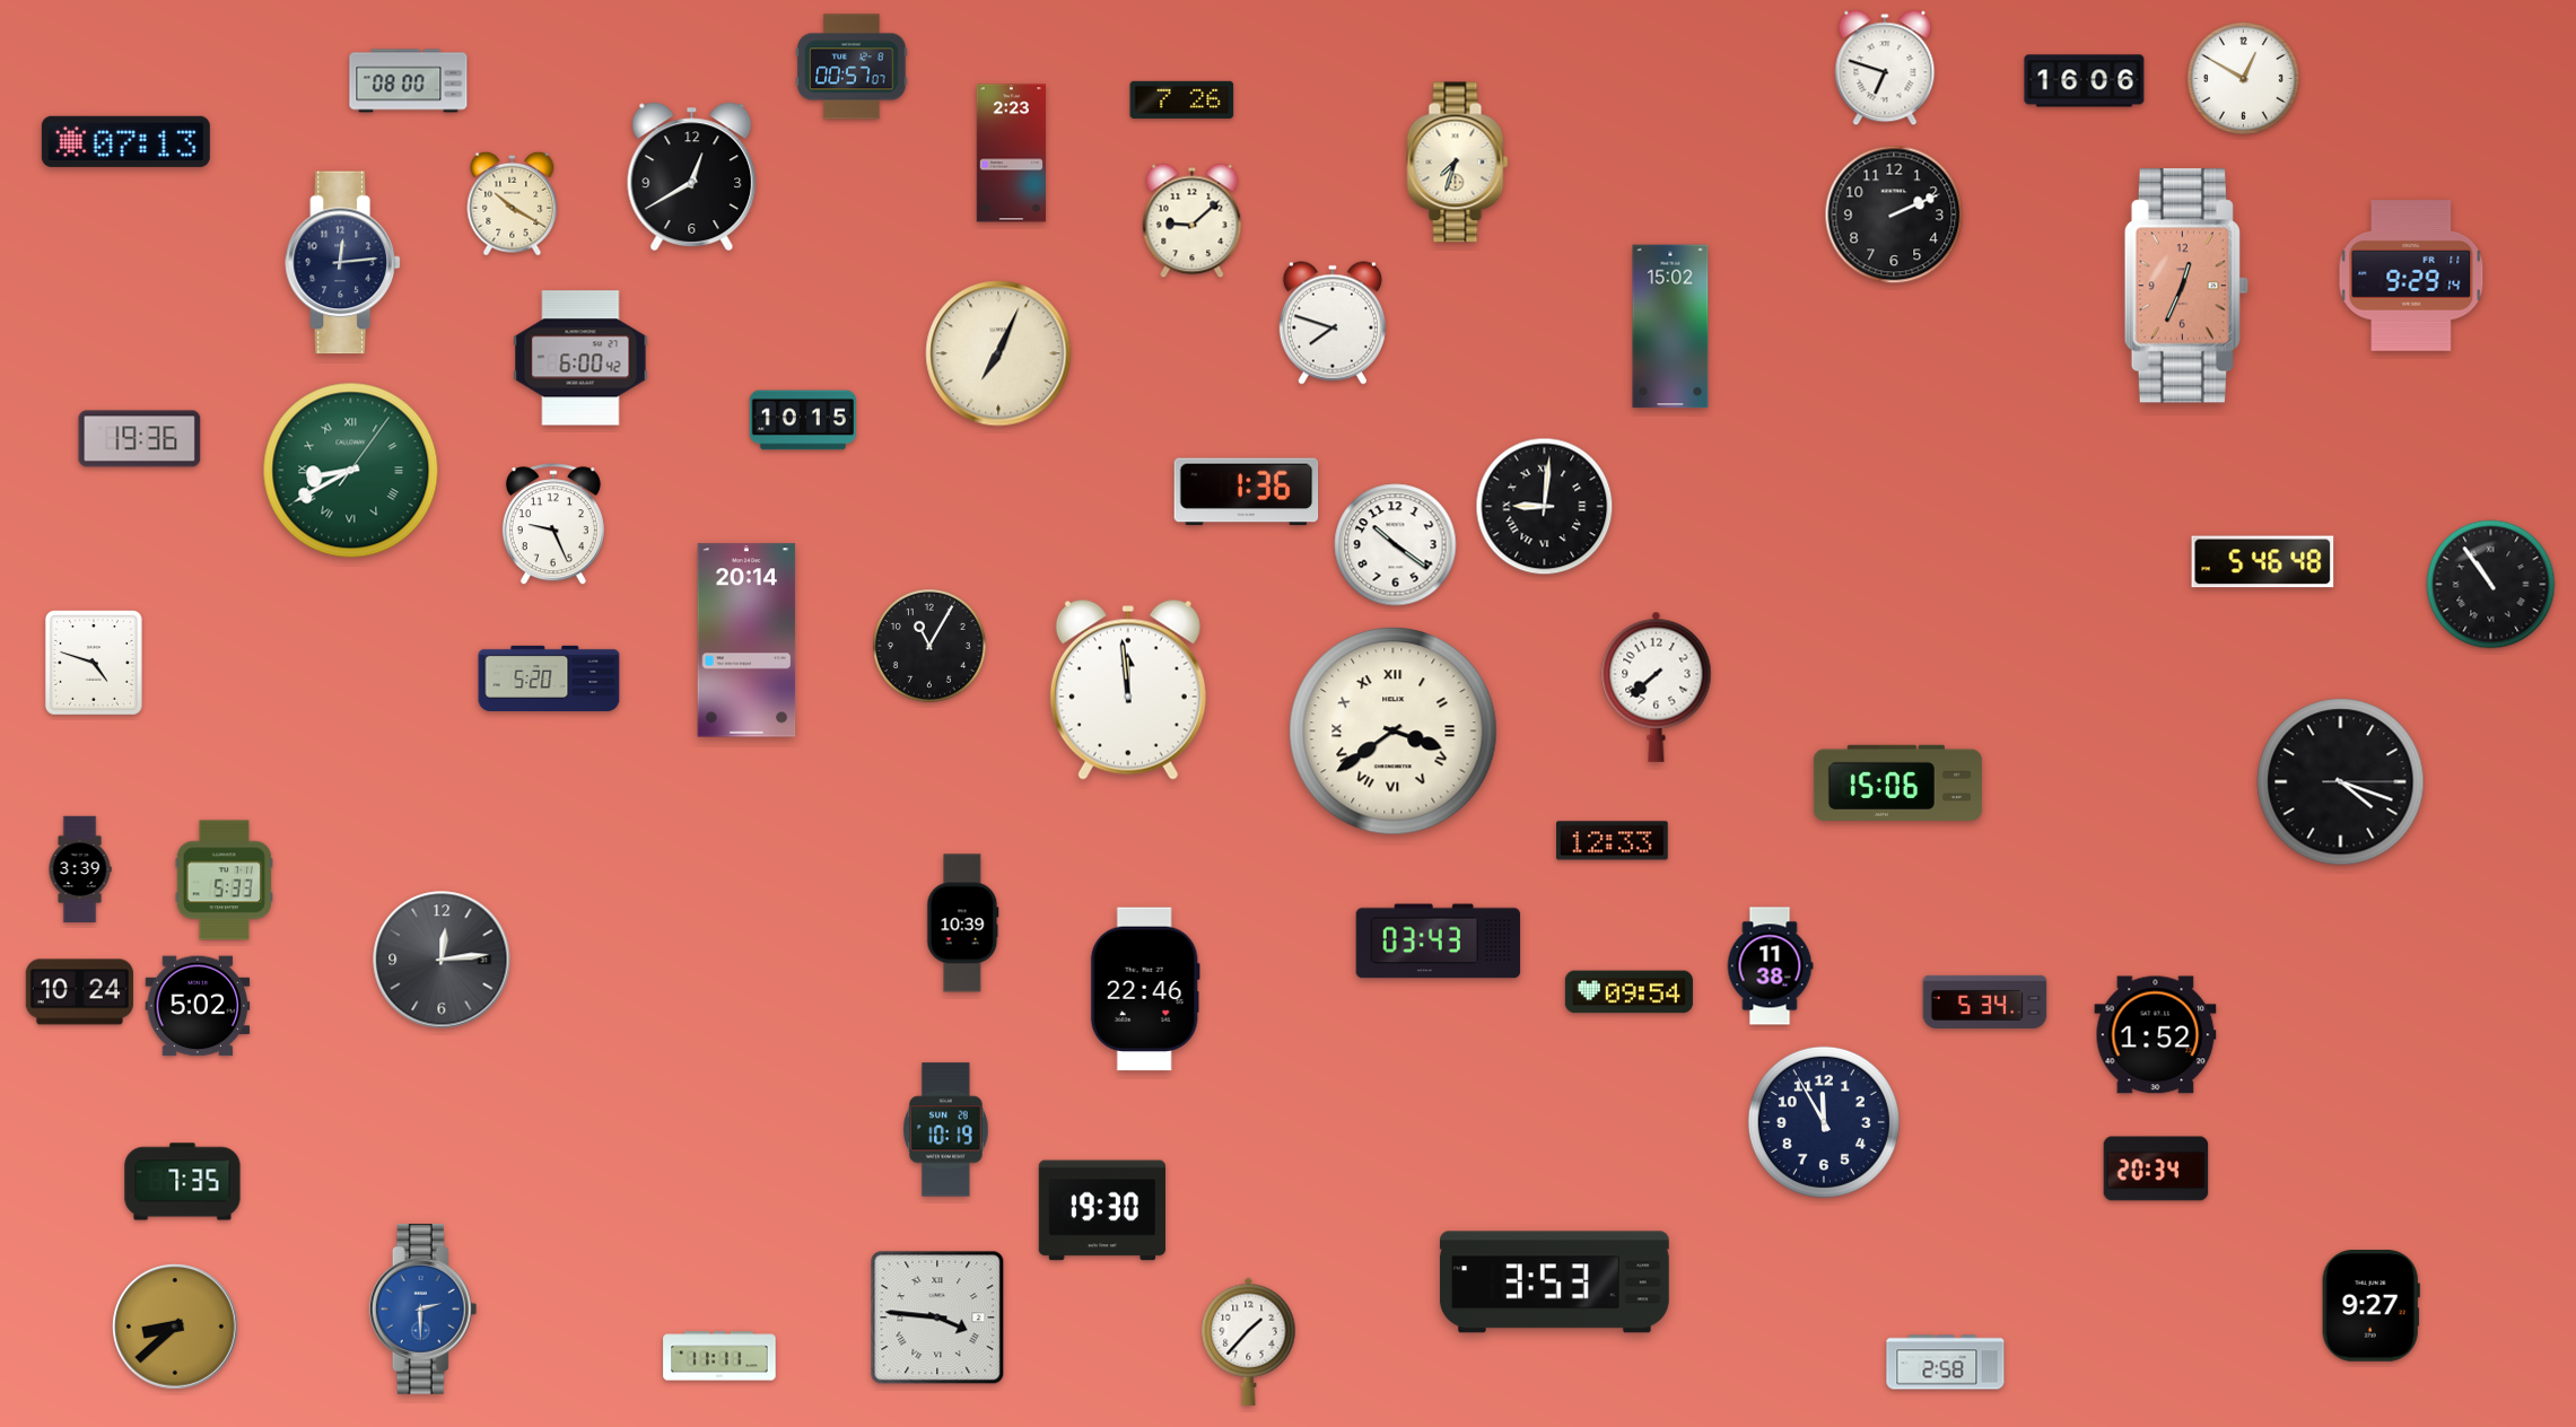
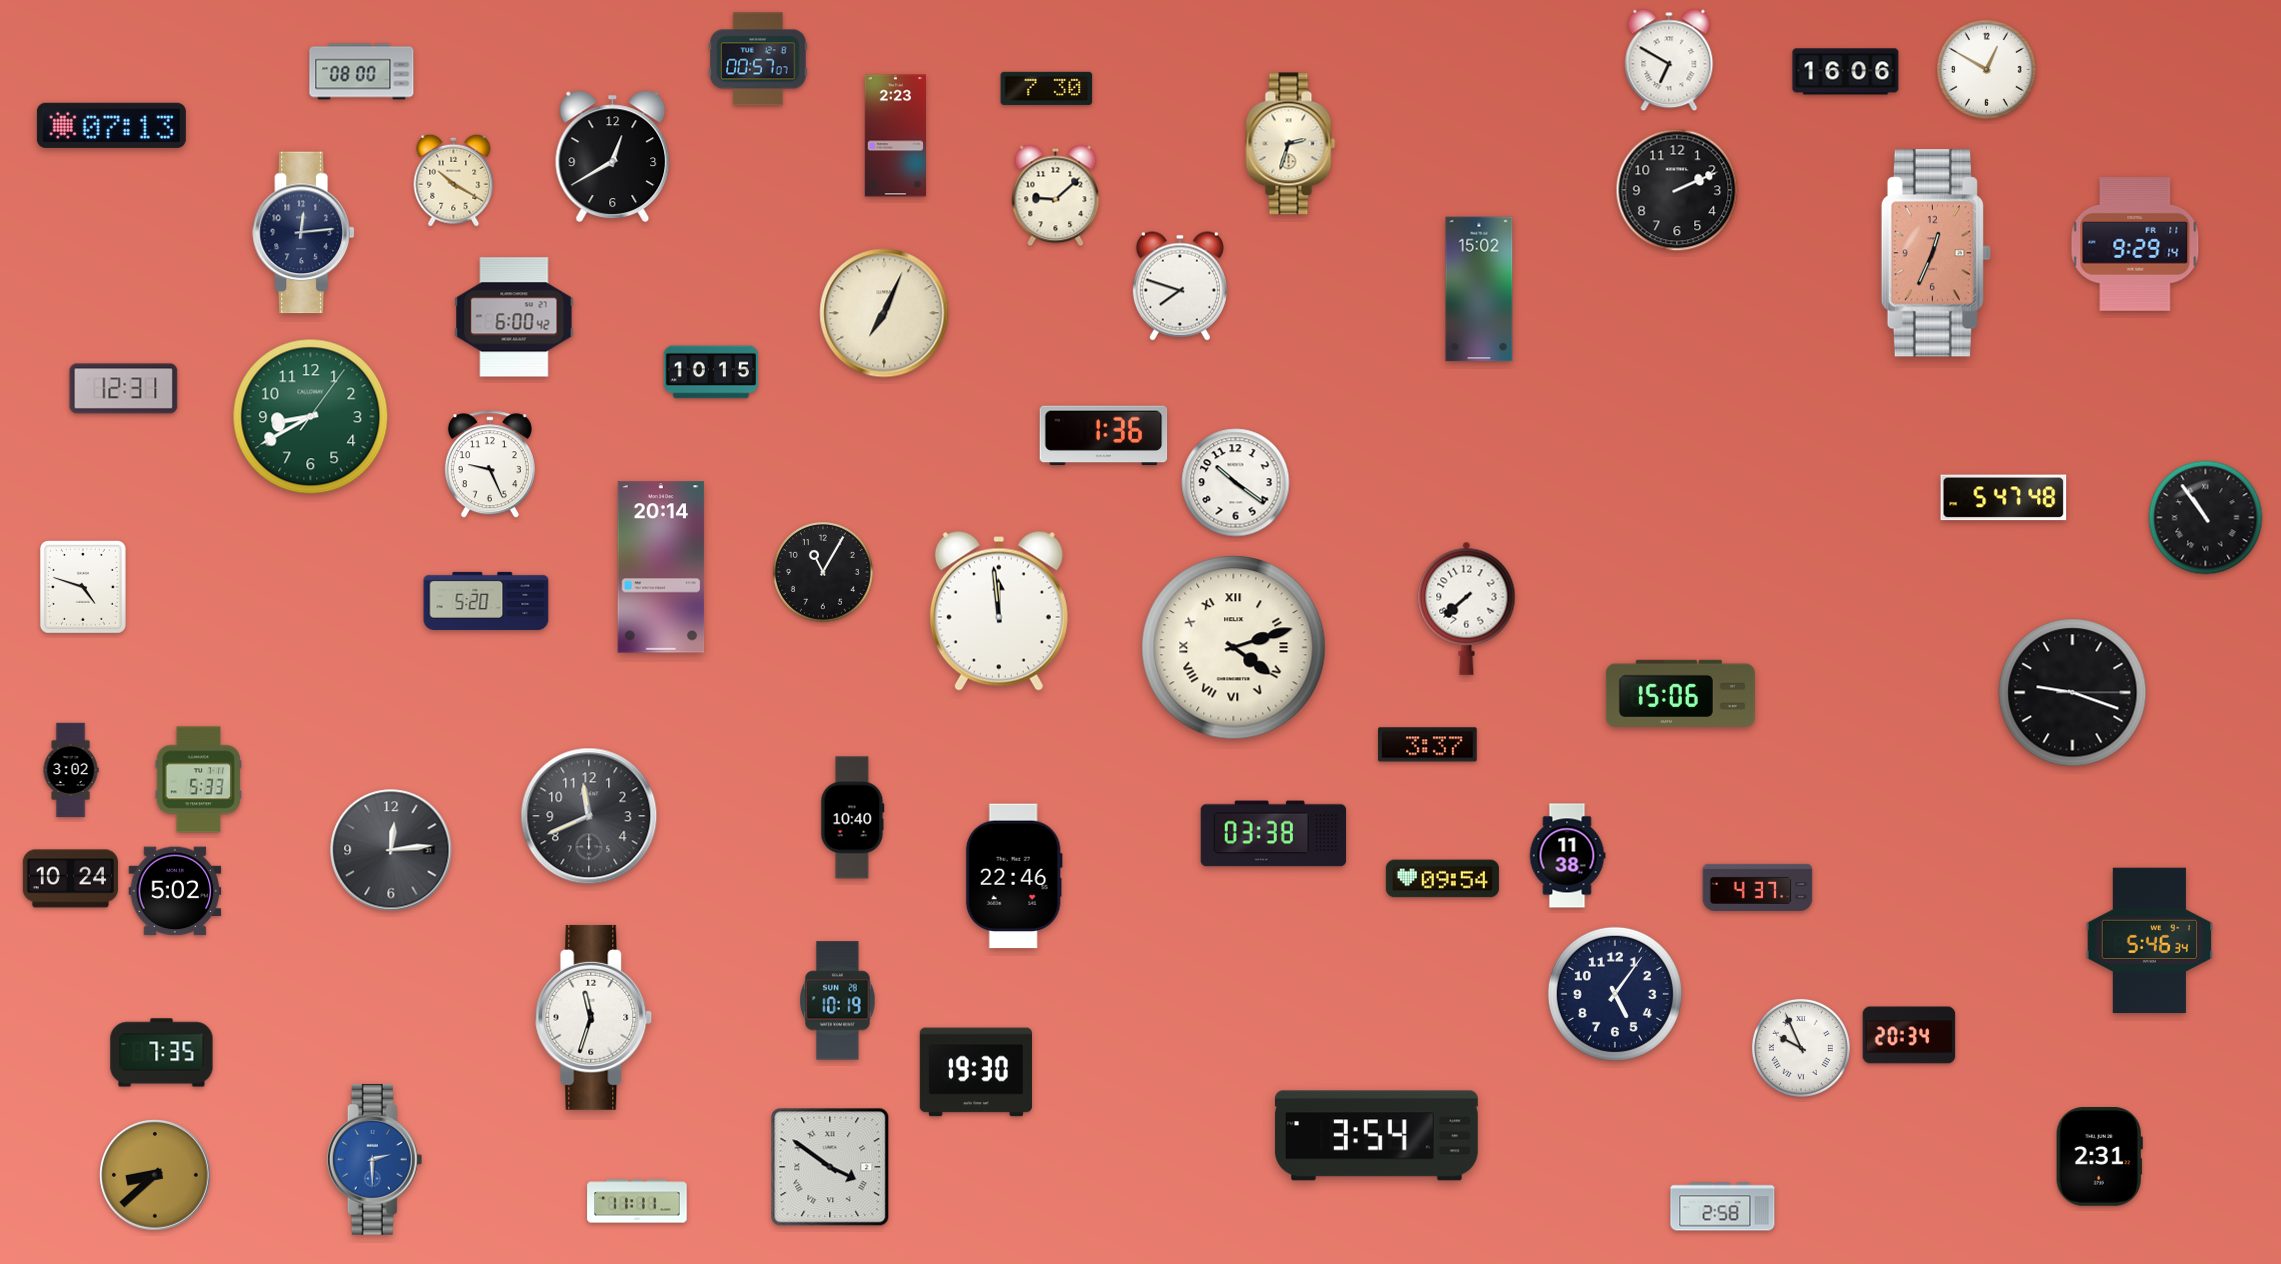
clock at (852, 67) position: (852, 67) -> (758, 59)
clock at (1885, 68): 6:48 -> 6:50
clock at (1182, 99): 7:26 -> 7:30
clock at (1458, 163): 7:33 -> 2:33
clock at (140, 439): 19:36 -> 12:31
clock at (351, 471) numerals: Roman -> Arabic
clock at (1545, 507): 9:01 -> none
clock at (2263, 562): 5:46 -> 5:47
clock at (1394, 732): 3:39 -> 4:12
clock at (2341, 782): 4:18 -> 9:18
clock at (1613, 841): 12:33 -> 3:37
clock at (80, 869): 3:39 -> 3:02
clock at (589, 816): none -> 11:41
clock at (963, 923): 10:39 -> 10:40
clock at (1439, 942): 03:43 -> 03:38
clock at (1985, 1001): 5:34 -> 4:37
clock at (2156, 1035): 1:52 -> none
clock at (2150, 941): none -> 5:46
clock at (1824, 1122): 11:55 -> 5:06
clock at (594, 1017): none -> 11:33
clock at (183, 1182) position: (183, 1182) -> (162, 1053)
clock at (1801, 1048): none -> 9:56
clock at (1554, 1282): 3:53 -> 3:54
clock at (2370, 1306): 9:27 -> 2:31
clock at (937, 1317): 3:46 -> 3:51
clock at (1249, 1341): 1:37 -> none
